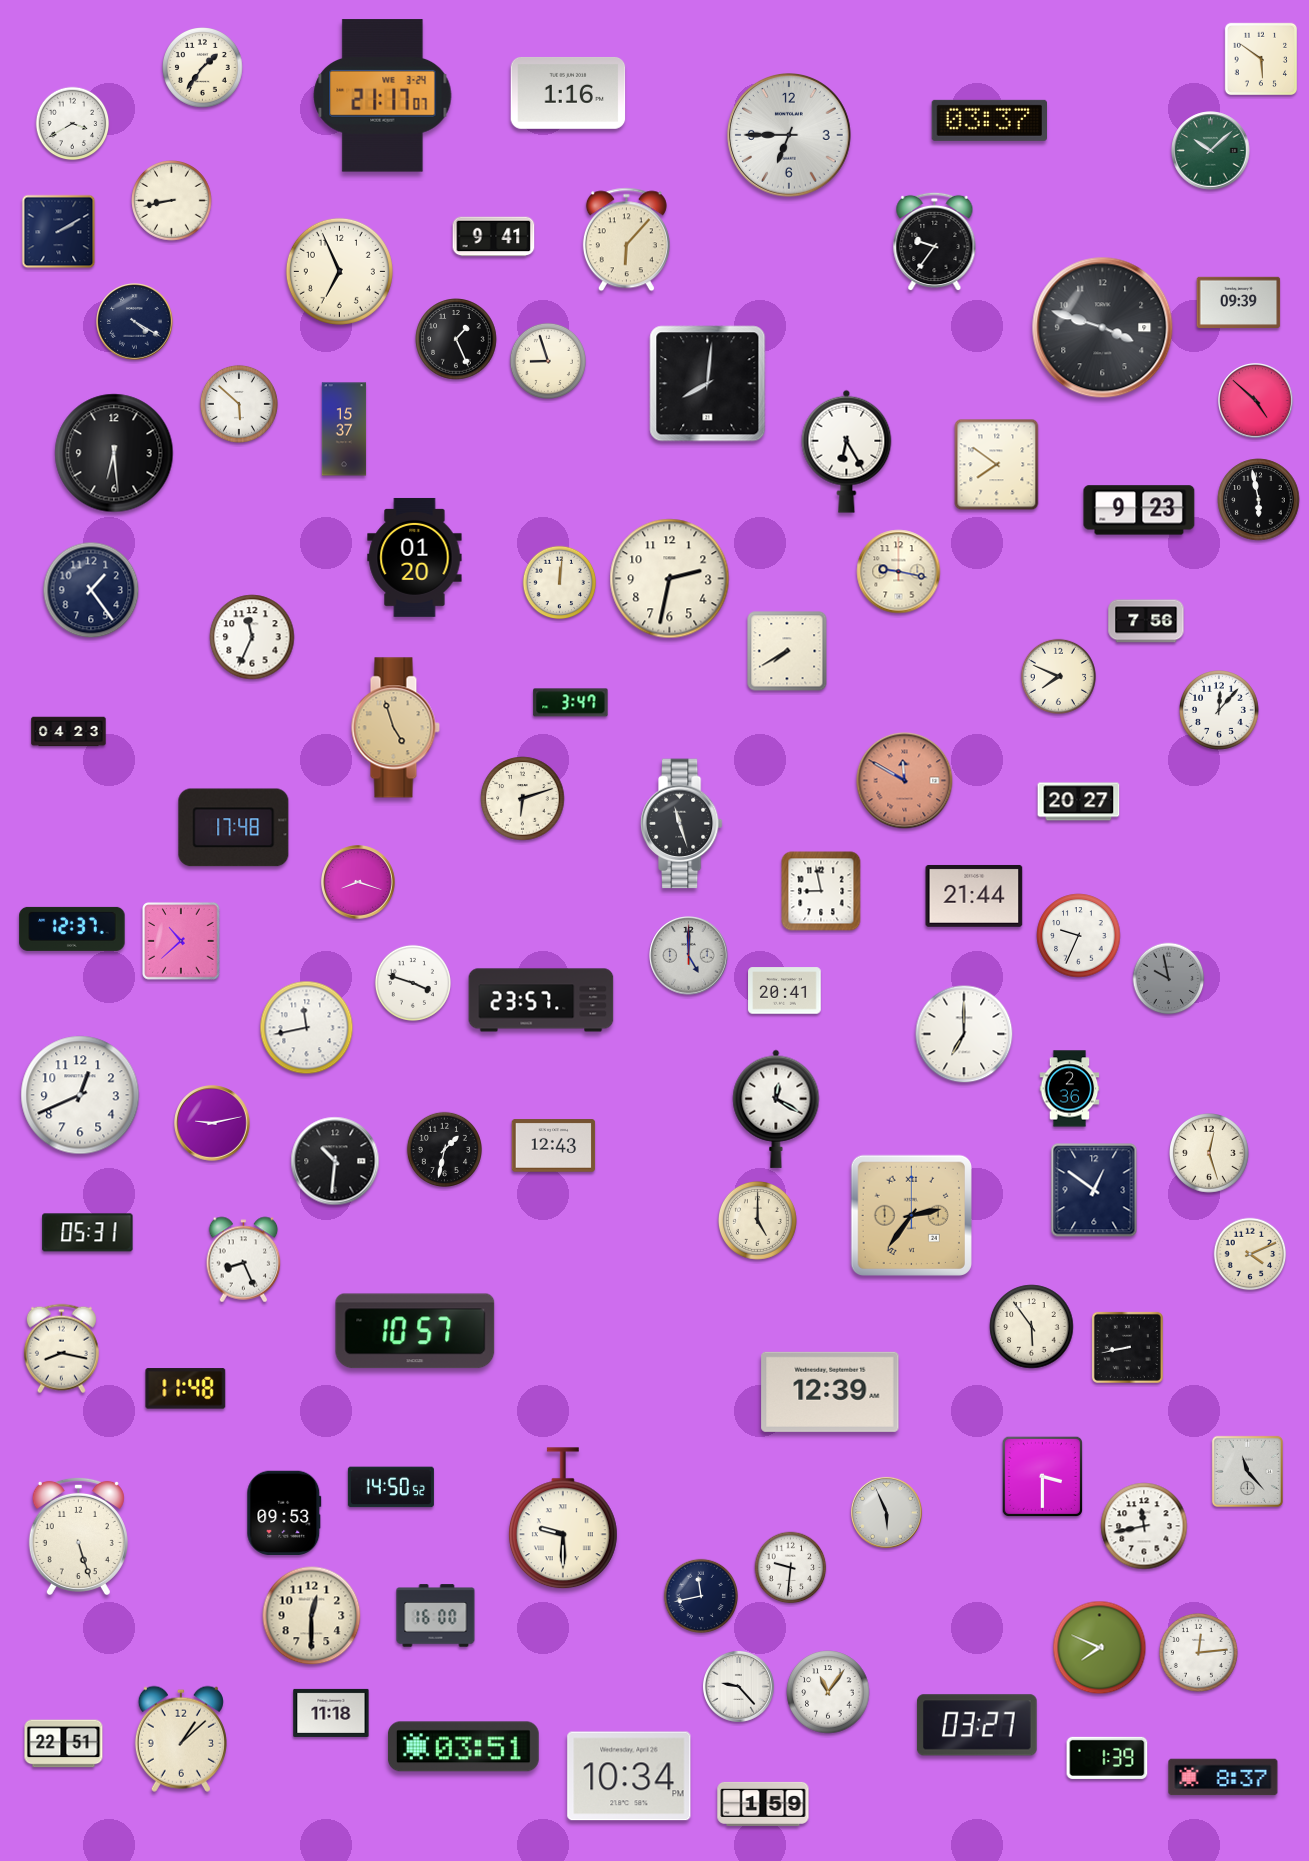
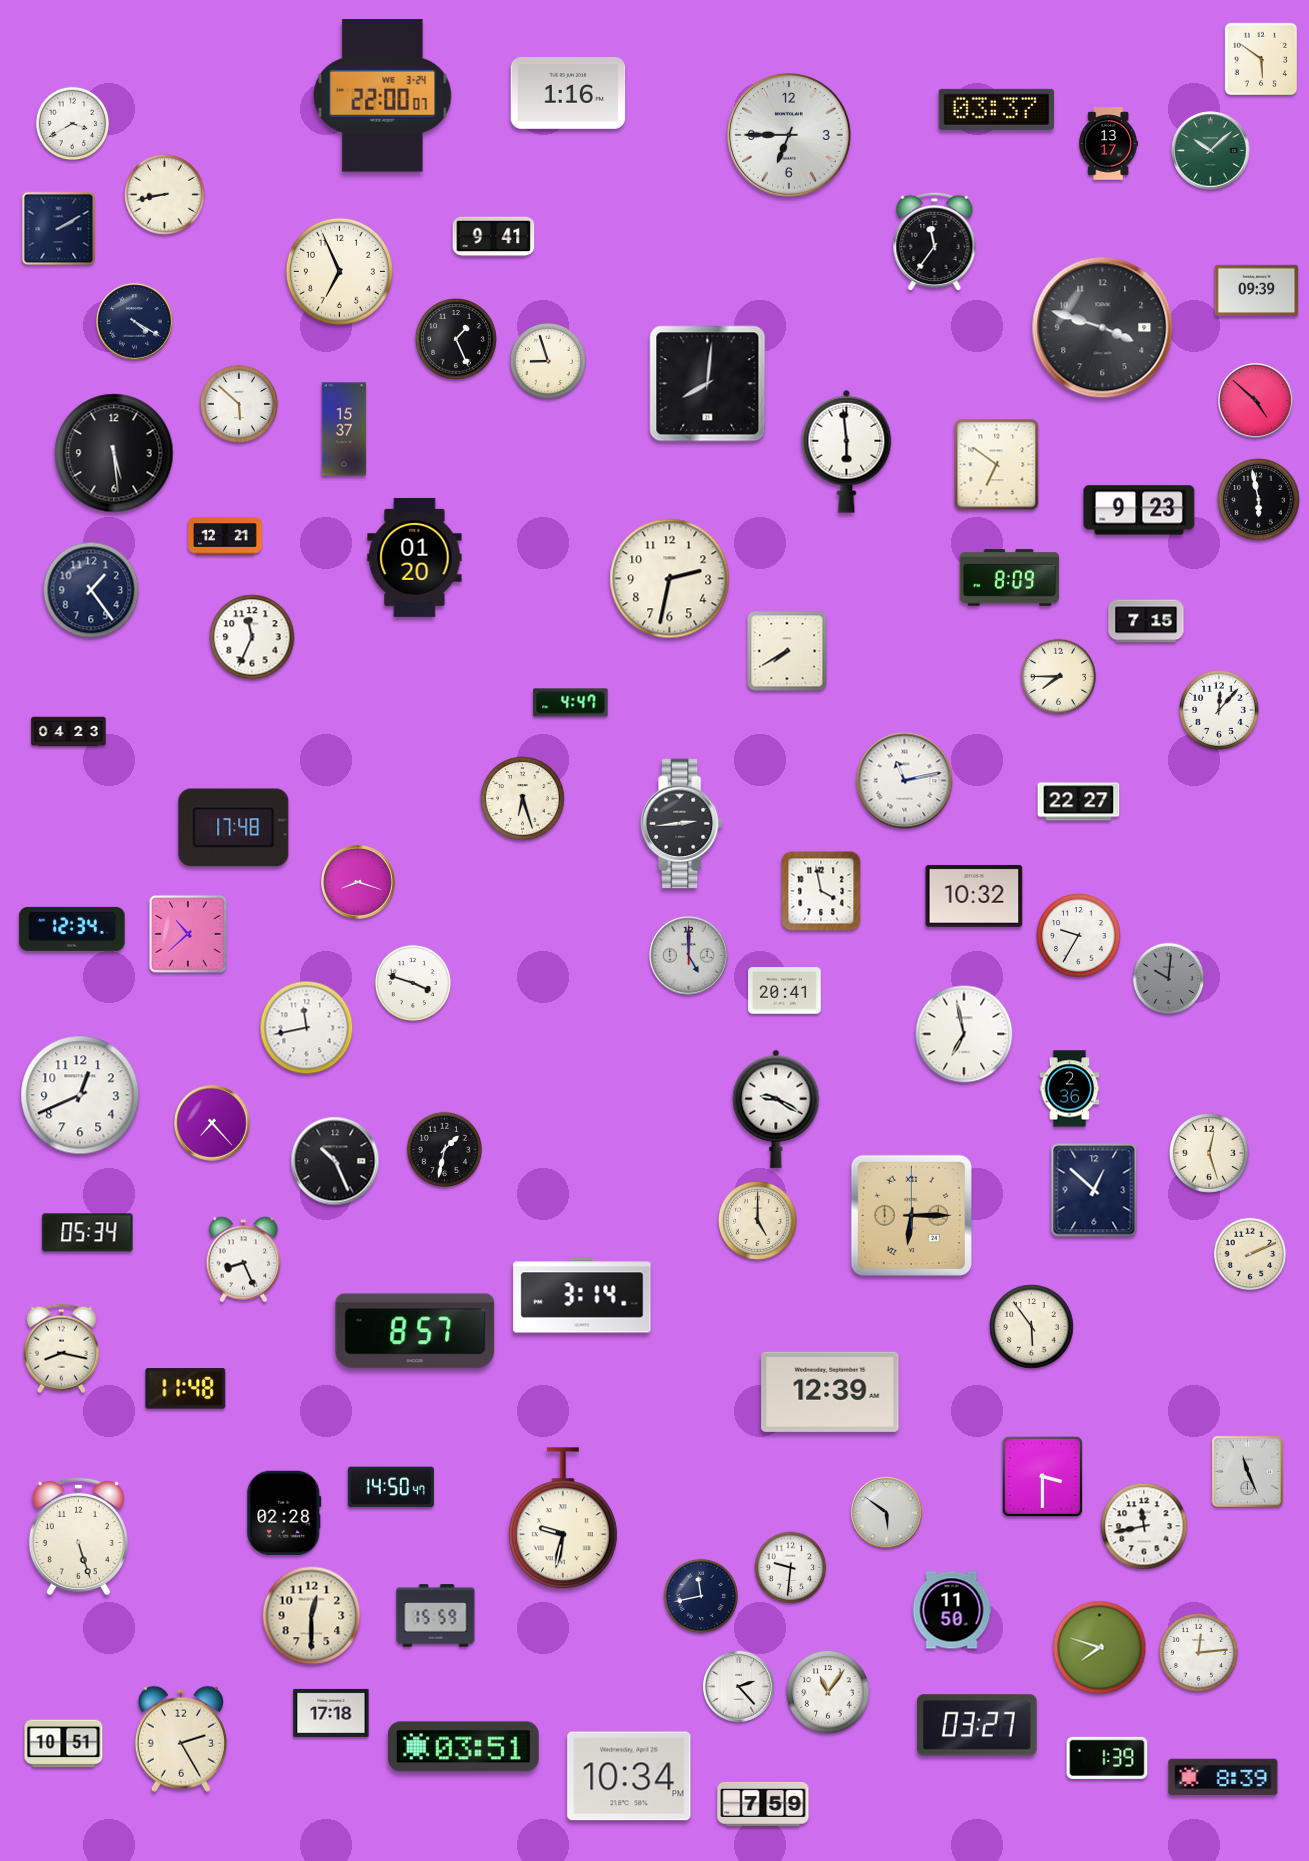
clock at (203, 68): 1:36 -> none
clock at (383, 96): 21:17 -> 22:00
clock at (989, 120) position: (989, 120) -> (996, 109)
clock at (1108, 144): none -> 13:17
clock at (172, 201) position: (172, 201) -> (165, 195)
clock at (59, 232) position: (59, 232) -> (59, 229)
clock at (626, 240): 6:07 -> none
clock at (935, 242): 9:36 -> 11:36
clock at (1239, 303) position: (1239, 303) -> (1257, 291)
clock at (847, 451): 6:25 -> 5:59
clock at (114, 453): 6:29 -> 5:29
clock at (997, 465): 7:51 -> 6:51
clock at (225, 536): none -> 12:21
clock at (899, 572): 9:17 -> none
clock at (1010, 578): none -> 8:09
clock at (560, 583): 12:01 -> none
clock at (1146, 621): 7:56 -> 7:15
clock at (1058, 676): 7:49 -> 7:45
clock at (571, 703): 3:47 -> 4:47
clock at (395, 728): 4:57 -> none
clock at (905, 781): 11:50 -> 11:13
clock at (905, 781) dial: salmon -> white
clock at (523, 799): 6:12 -> 6:27
clock at (1079, 802): 20:27 -> 22:27
clock at (681, 824): 11:27 -> 2:44
clock at (821, 891): 8:58 -> 3:58
clock at (974, 896): 21:44 -> 10:32
clock at (72, 929): 12:37 -> 12:34
clock at (1079, 936): 9:34 -> 9:35
clock at (181, 941) position: (181, 941) -> (188, 934)
clock at (1169, 979): 9:58 -> 10:01
clock at (541, 1000): 23:57 -> none
clock at (964, 1034): 7:00 -> 6:58
clock at (776, 1109): 12:20 -> 9:20
clock at (212, 1123): 9:13 -> 7:23
clock at (554, 1146): 12:43 -> none
clock at (335, 1161): 10:31 -> 10:26
clock at (1094, 1190): 12:51 -> 12:52
clock at (911, 1215): 2:36 -> 6:15
clock at (88, 1233): 05:31 -> 05:34
clock at (1250, 1254): 4:11 -> 2:11
clock at (582, 1295): none -> 3:14
clock at (415, 1331): 10:57 -> 8:57
clock at (1127, 1347): 8:43 -> none
clock at (1247, 1471): 11:23 -> 11:26
clock at (391, 1487): 14:50:52 -> 14:50:47
clock at (284, 1512): 09:53 -> 02:28
clock at (886, 1512): 5:56 -> 5:51
clock at (563, 1519): 9:30 -> 9:32
clock at (952, 1610): none -> 11:50
clock at (436, 1616): 16:00 -> 15:59
clock at (1100, 1648): 7:49 -> 7:48
clock at (738, 1686): 9:23 -> 2:23
clock at (331, 1713): 11:18 -> 17:18
clock at (181, 1739): 1:08 -> 2:25
clock at (64, 1744): 22:51 -> 10:51
clock at (1223, 1777): 8:37 -> 8:39
clock at (763, 1804): 1:59 -> 7:59
